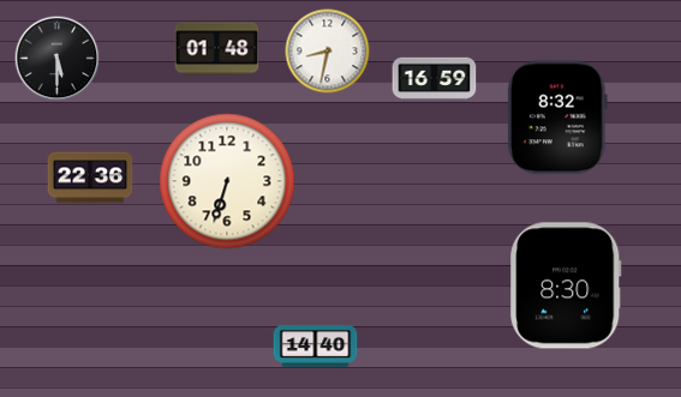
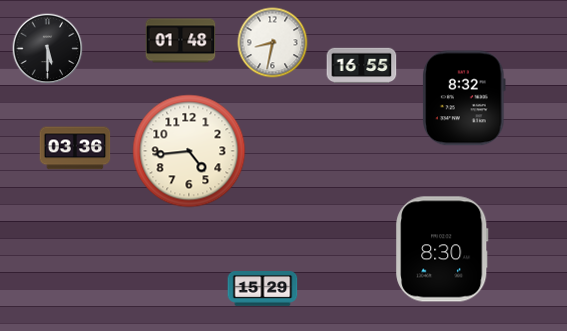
clock at (435, 79): 16:59 -> 16:55
clock at (90, 178): 22:36 -> 03:36
clock at (227, 181): 6:33 -> 4:44
clock at (566, 285) position: (566, 285) -> (442, 249)
clock at (316, 347): 14:40 -> 15:29
